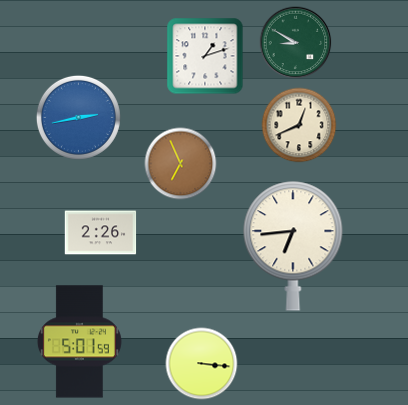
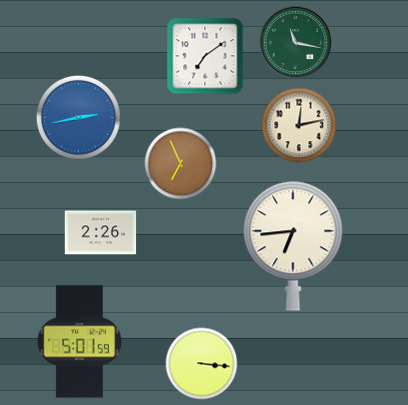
clock at (296, 43): 8:50 -> 11:17
clock at (205, 56): 1:12 -> 7:09
clock at (299, 125): 12:41 -> 12:13
